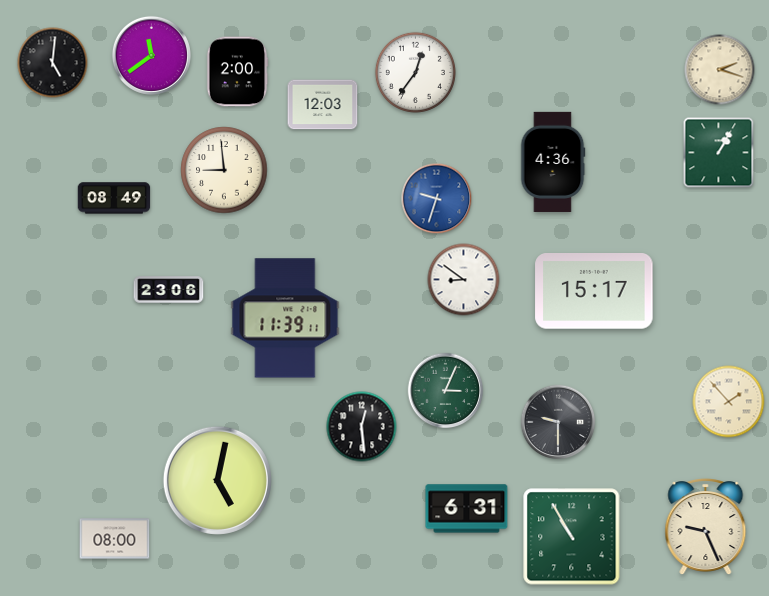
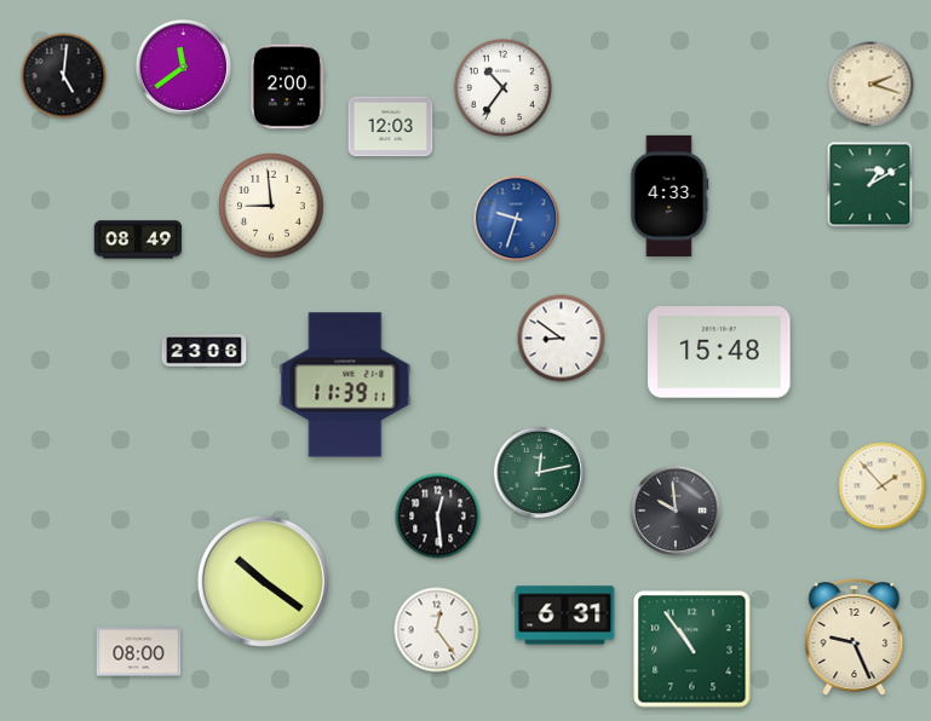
clock at (415, 72): 12:36 -> 10:36
clock at (719, 153): 1:05 -> 1:10
clock at (553, 162): 4:36 -> 4:33
clock at (437, 199) position: (437, 199) -> (517, 219)
clock at (594, 292): 15:17 -> 15:48
clock at (446, 391): 3:04 -> 12:13
clock at (558, 422): 9:30 -> 9:59
clock at (217, 480): 5:02 -> 10:21
clock at (437, 630): none -> 12:24
clock at (572, 537): 10:55 -> 10:54
